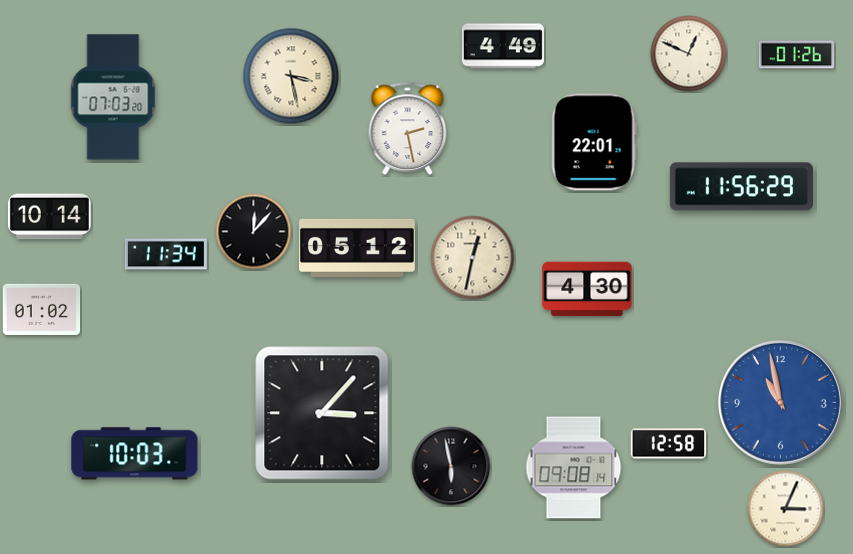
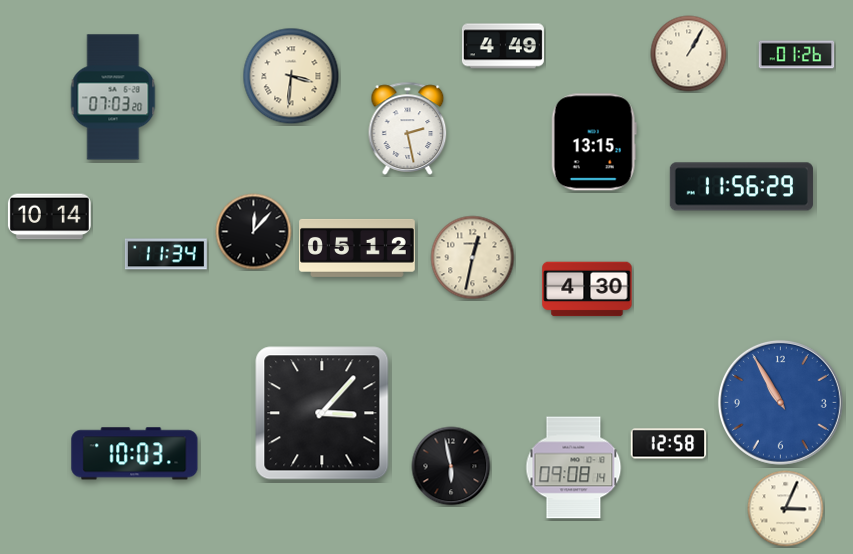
clock at (689, 54): 12:49 -> 1:05
clock at (291, 76): 3:28 -> 3:31
clock at (594, 142): 22:01 -> 13:15
clock at (42, 309): 01:02 -> none
clock at (780, 402): 10:58 -> 10:55
